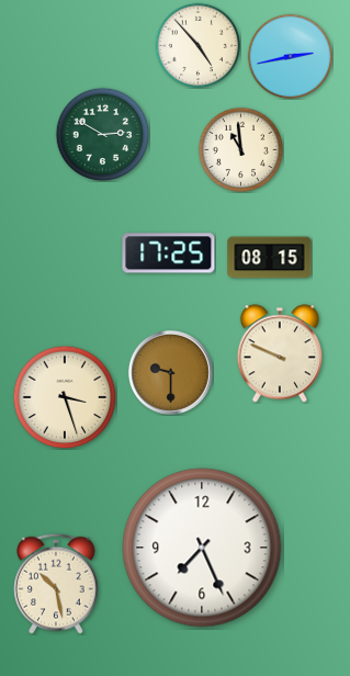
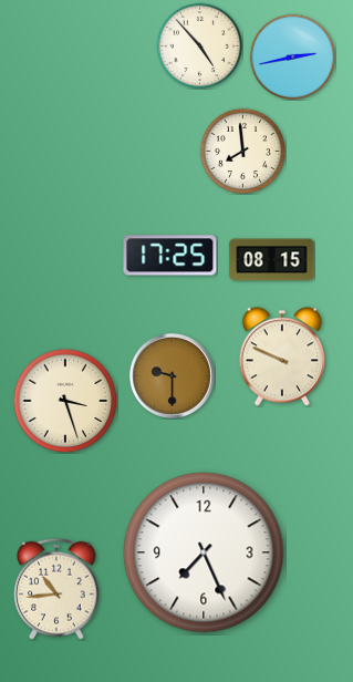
clock at (102, 134): 2:50 -> none
clock at (240, 149): 10:59 -> 7:59
clock at (56, 584): 10:28 -> 10:44
